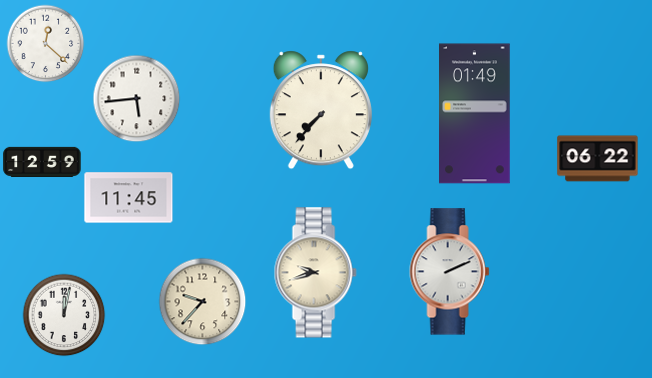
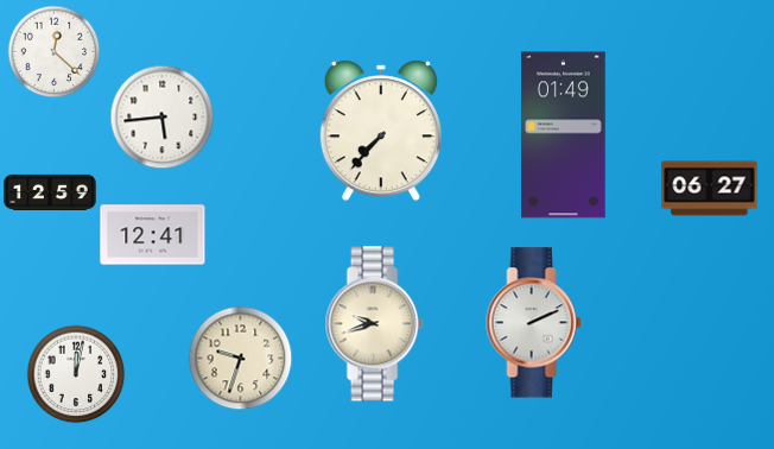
clock at (598, 159): 06:22 -> 06:27
clock at (129, 198): 11:45 -> 12:41
clock at (202, 301): 9:37 -> 9:33
